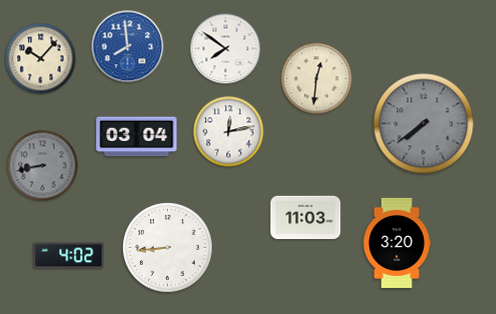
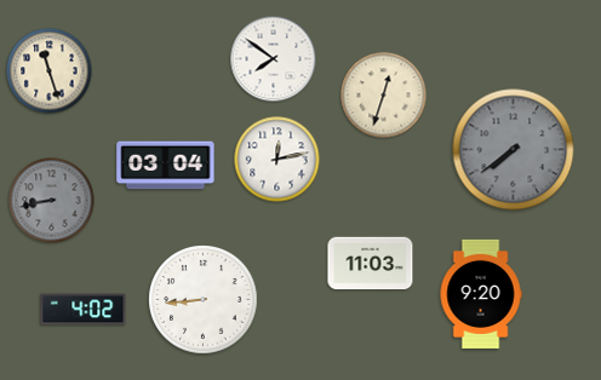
clock at (128, 47): 7:59 -> none
clock at (41, 59): 10:07 -> 11:27
clock at (317, 79): 12:31 -> 12:33
clock at (397, 243): 3:20 -> 9:20
